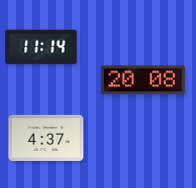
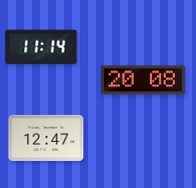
clock at (46, 138): 4:37 -> 12:47
